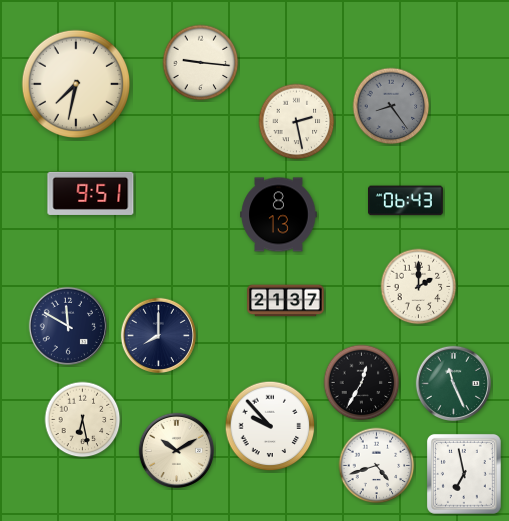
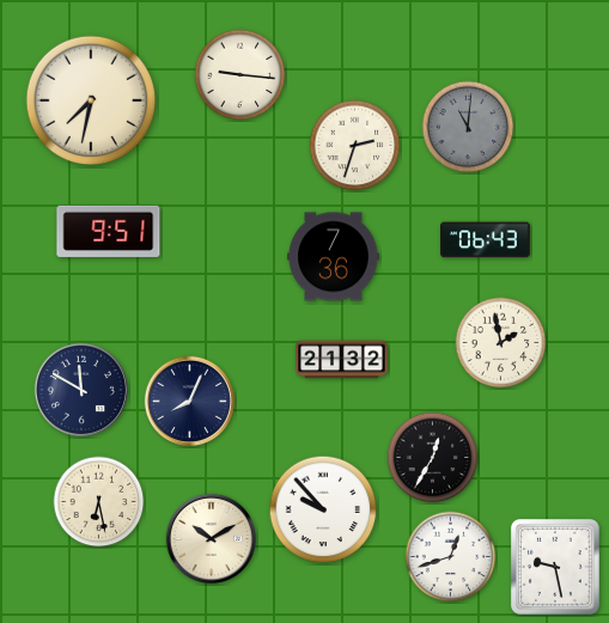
clock at (391, 106): 8:24 -> 11:01
clock at (297, 122): 2:28 -> 2:33
clock at (279, 215): 8:13 -> 7:36
clock at (419, 287): 2:00 -> 1:58
clock at (286, 301): 21:37 -> 21:32
clock at (158, 335): 8:00 -> 8:04
clock at (453, 383): 11:26 -> none
clock at (377, 466): 4:42 -> 12:42
clock at (464, 474): 6:58 -> 9:28
